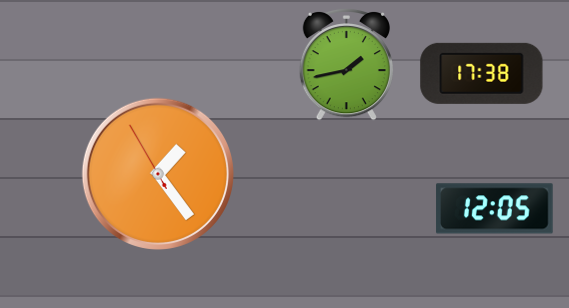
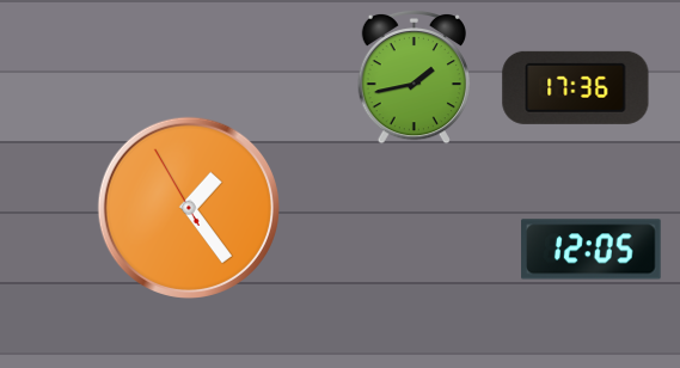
clock at (482, 73): 17:38 -> 17:36
